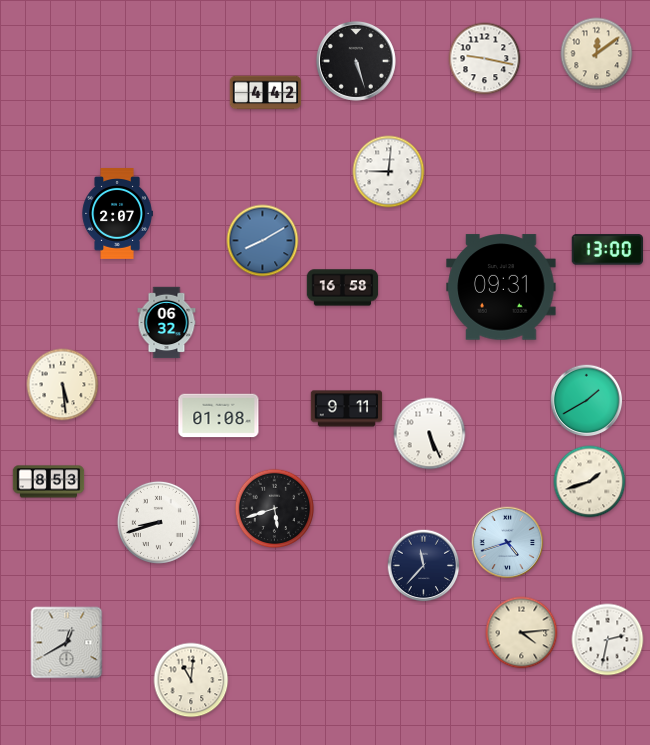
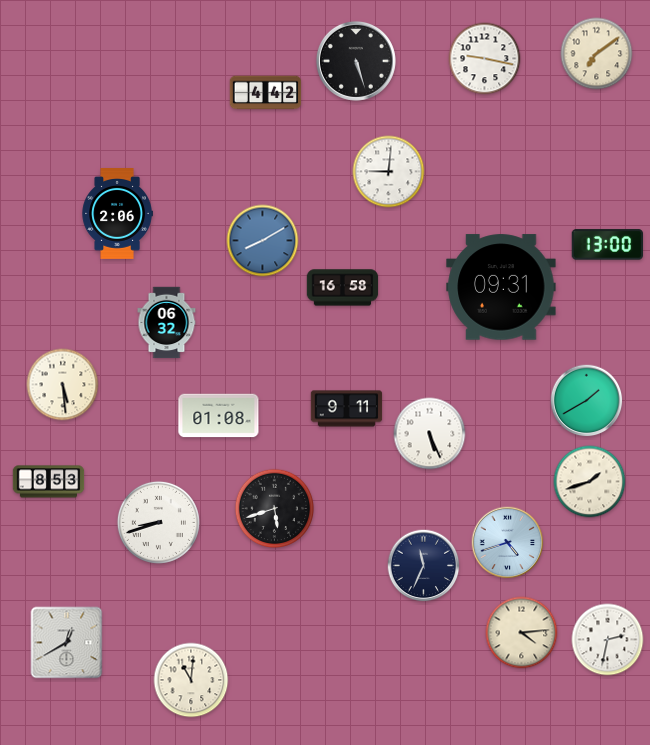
clock at (597, 54): 12:09 -> 7:09
clock at (117, 214): 2:07 -> 2:06
clock at (607, 250) position: (607, 250) -> (607, 245)
clock at (424, 566): 11:37 -> 11:34
